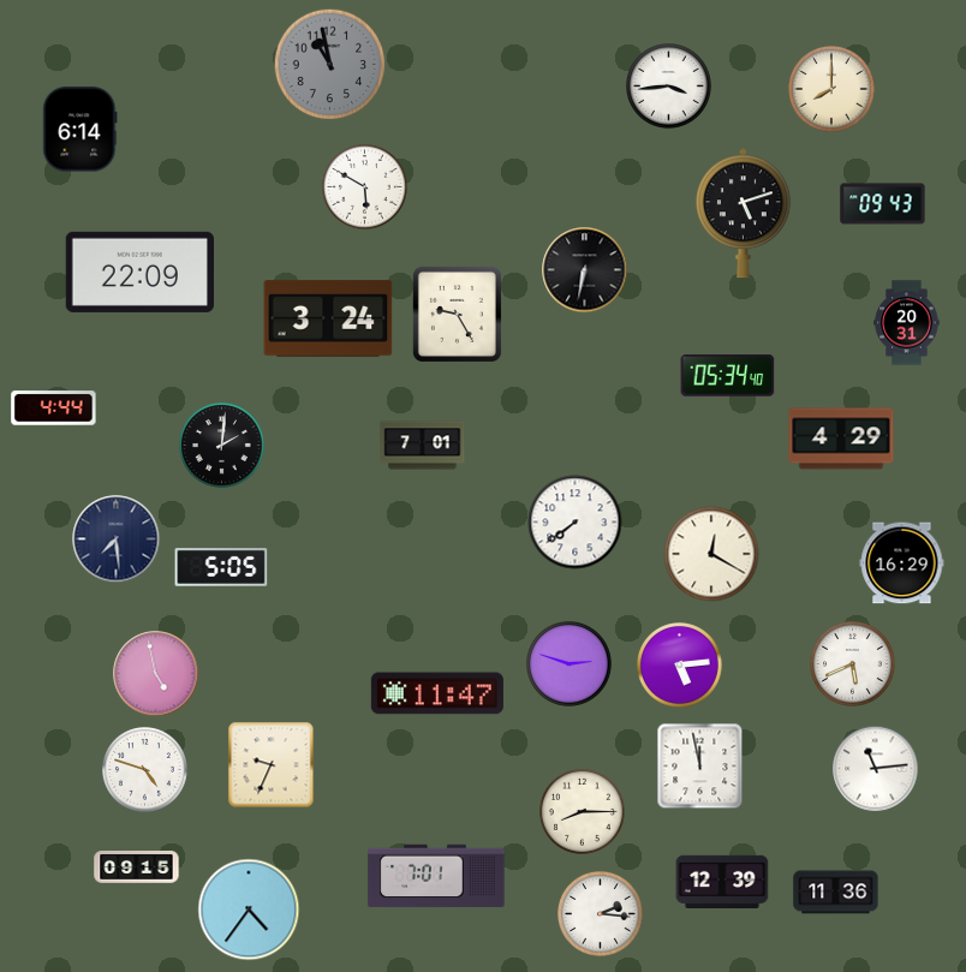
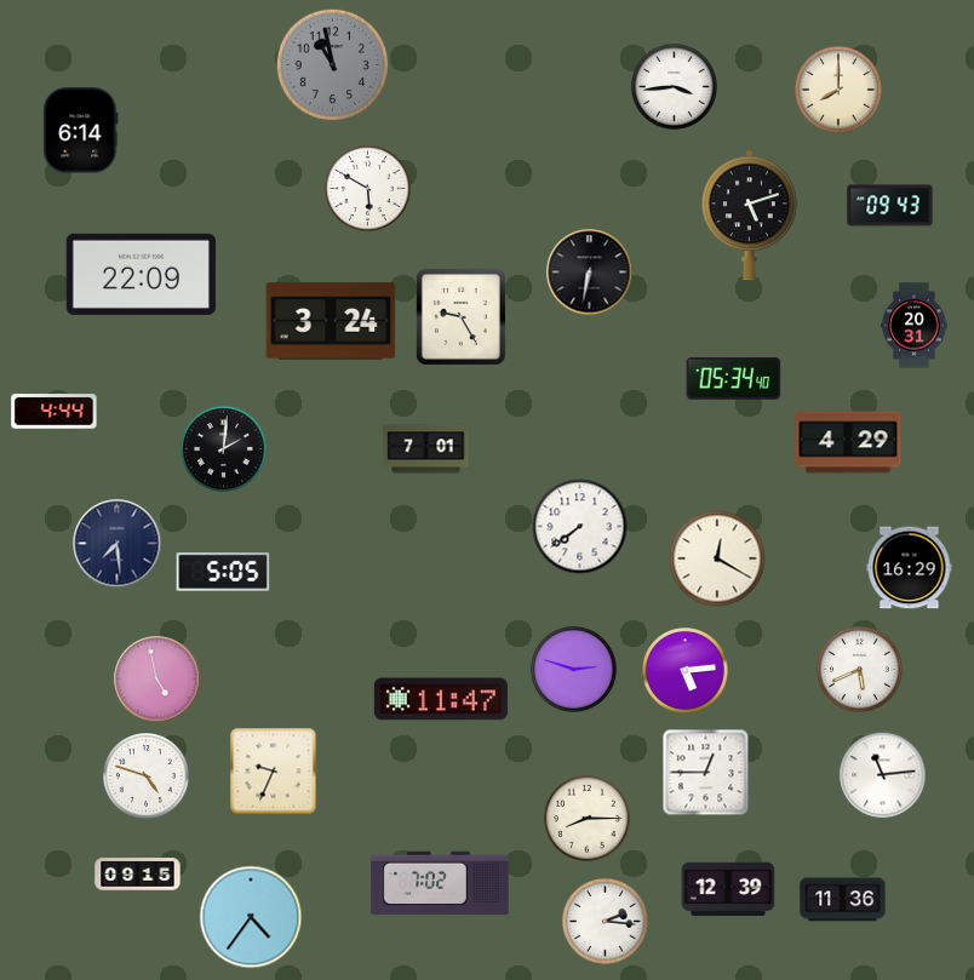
clock at (700, 767): 11:58 -> 12:45
clock at (436, 876): 7:01 -> 7:02
